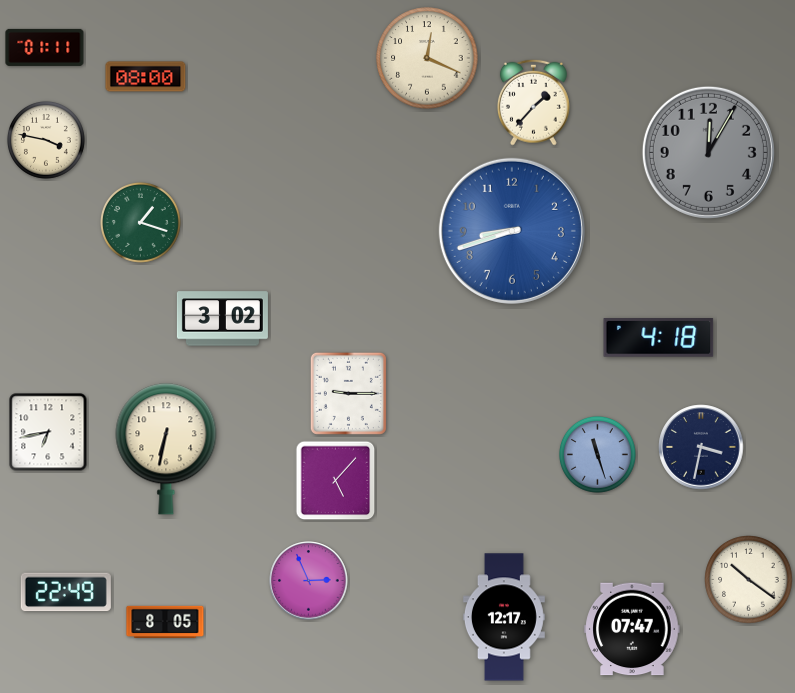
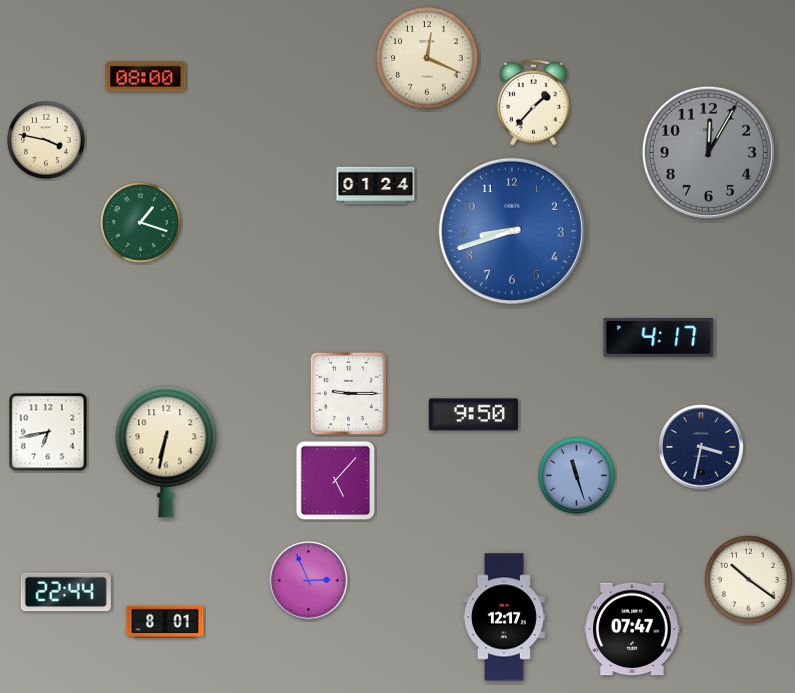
clock at (45, 47): 01:11 -> none
clock at (376, 186): none -> 01:24
clock at (222, 319): 3:02 -> none
clock at (659, 338): 4:18 -> 4:17
clock at (473, 415): none -> 9:50
clock at (166, 449) position: (166, 449) -> (166, 452)
clock at (597, 454) position: (597, 454) -> (576, 475)
clock at (66, 592): 22:49 -> 22:44
clock at (165, 621): 8:05 -> 8:01
